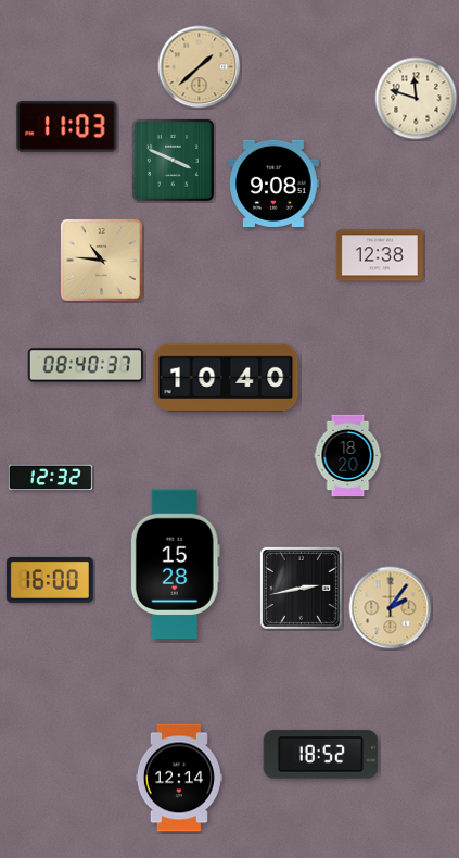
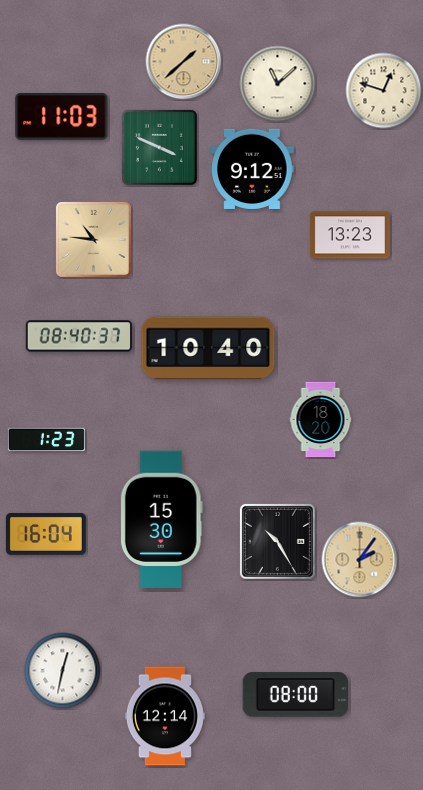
clock at (278, 84): none -> 11:08
clock at (417, 99): 11:48 -> 12:48
clock at (273, 184): 9:08 -> 9:12
clock at (380, 255): 12:38 -> 13:23
clock at (50, 478): 12:32 -> 1:23
clock at (175, 565): 15:28 -> 15:30
clock at (50, 580): 16:00 -> 16:04
clock at (301, 588): 2:43 -> 10:25
clock at (63, 671): none -> 12:32
clock at (321, 755): 18:52 -> 08:00
